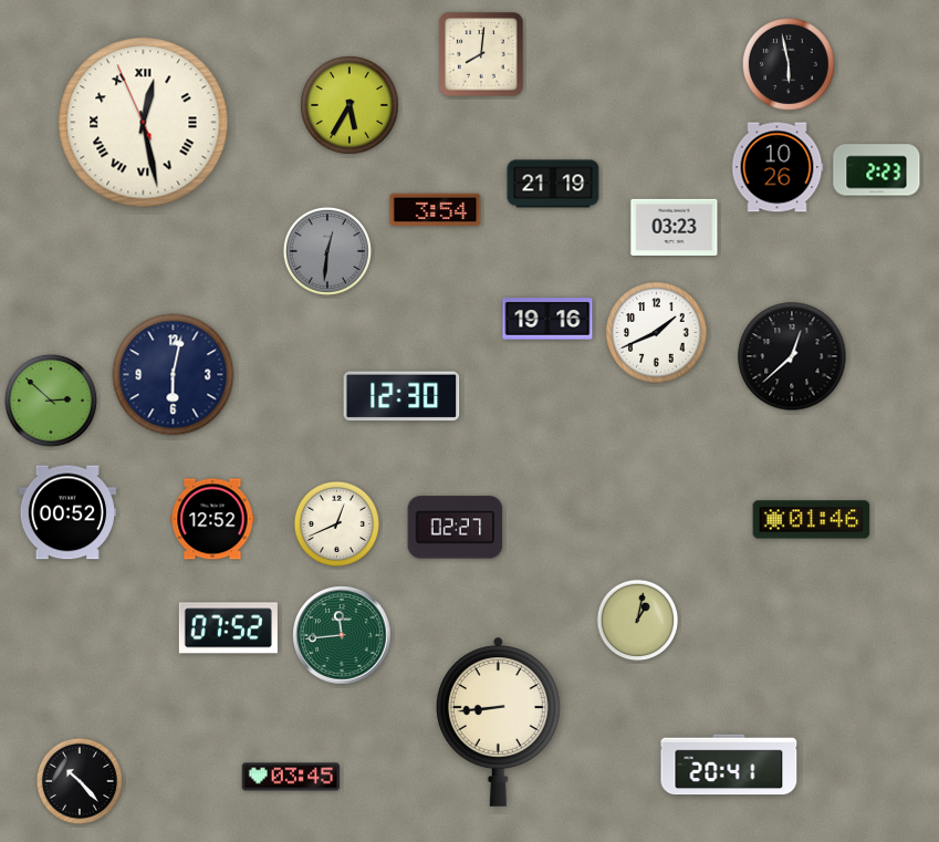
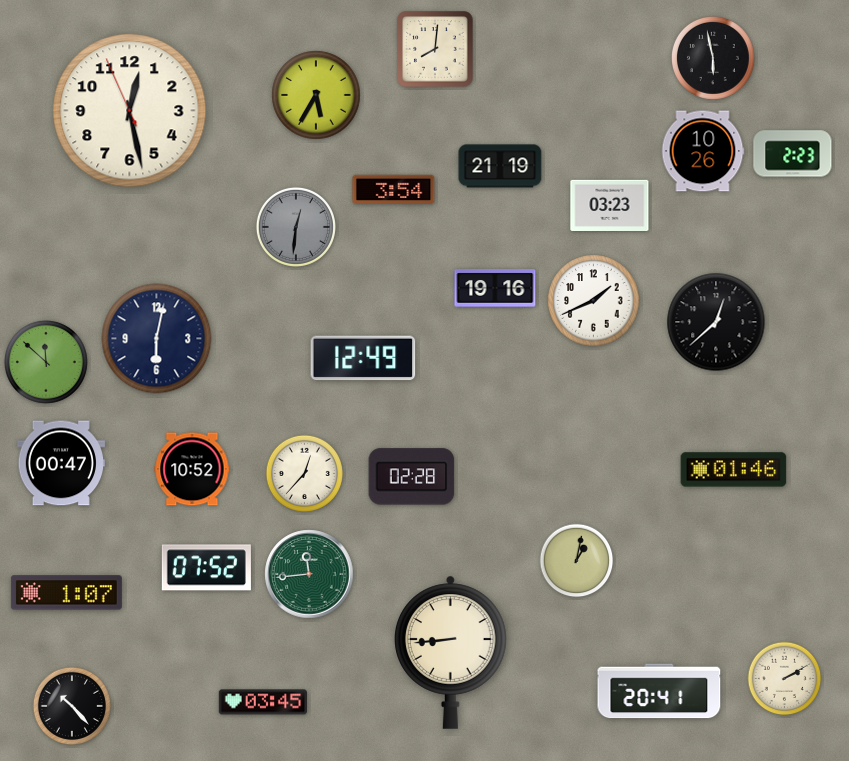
clock at (144, 123) numerals: Roman -> Arabic
clock at (401, 396): 12:30 -> 12:49
clock at (51, 401): 2:52 -> 11:52
clock at (66, 512): 00:52 -> 00:47
clock at (212, 519): 12:52 -> 10:52
clock at (336, 523): 12:41 -> 12:37
clock at (456, 528): 02:27 -> 02:28
clock at (66, 593): none -> 1:07
clock at (785, 679): none -> 2:10
